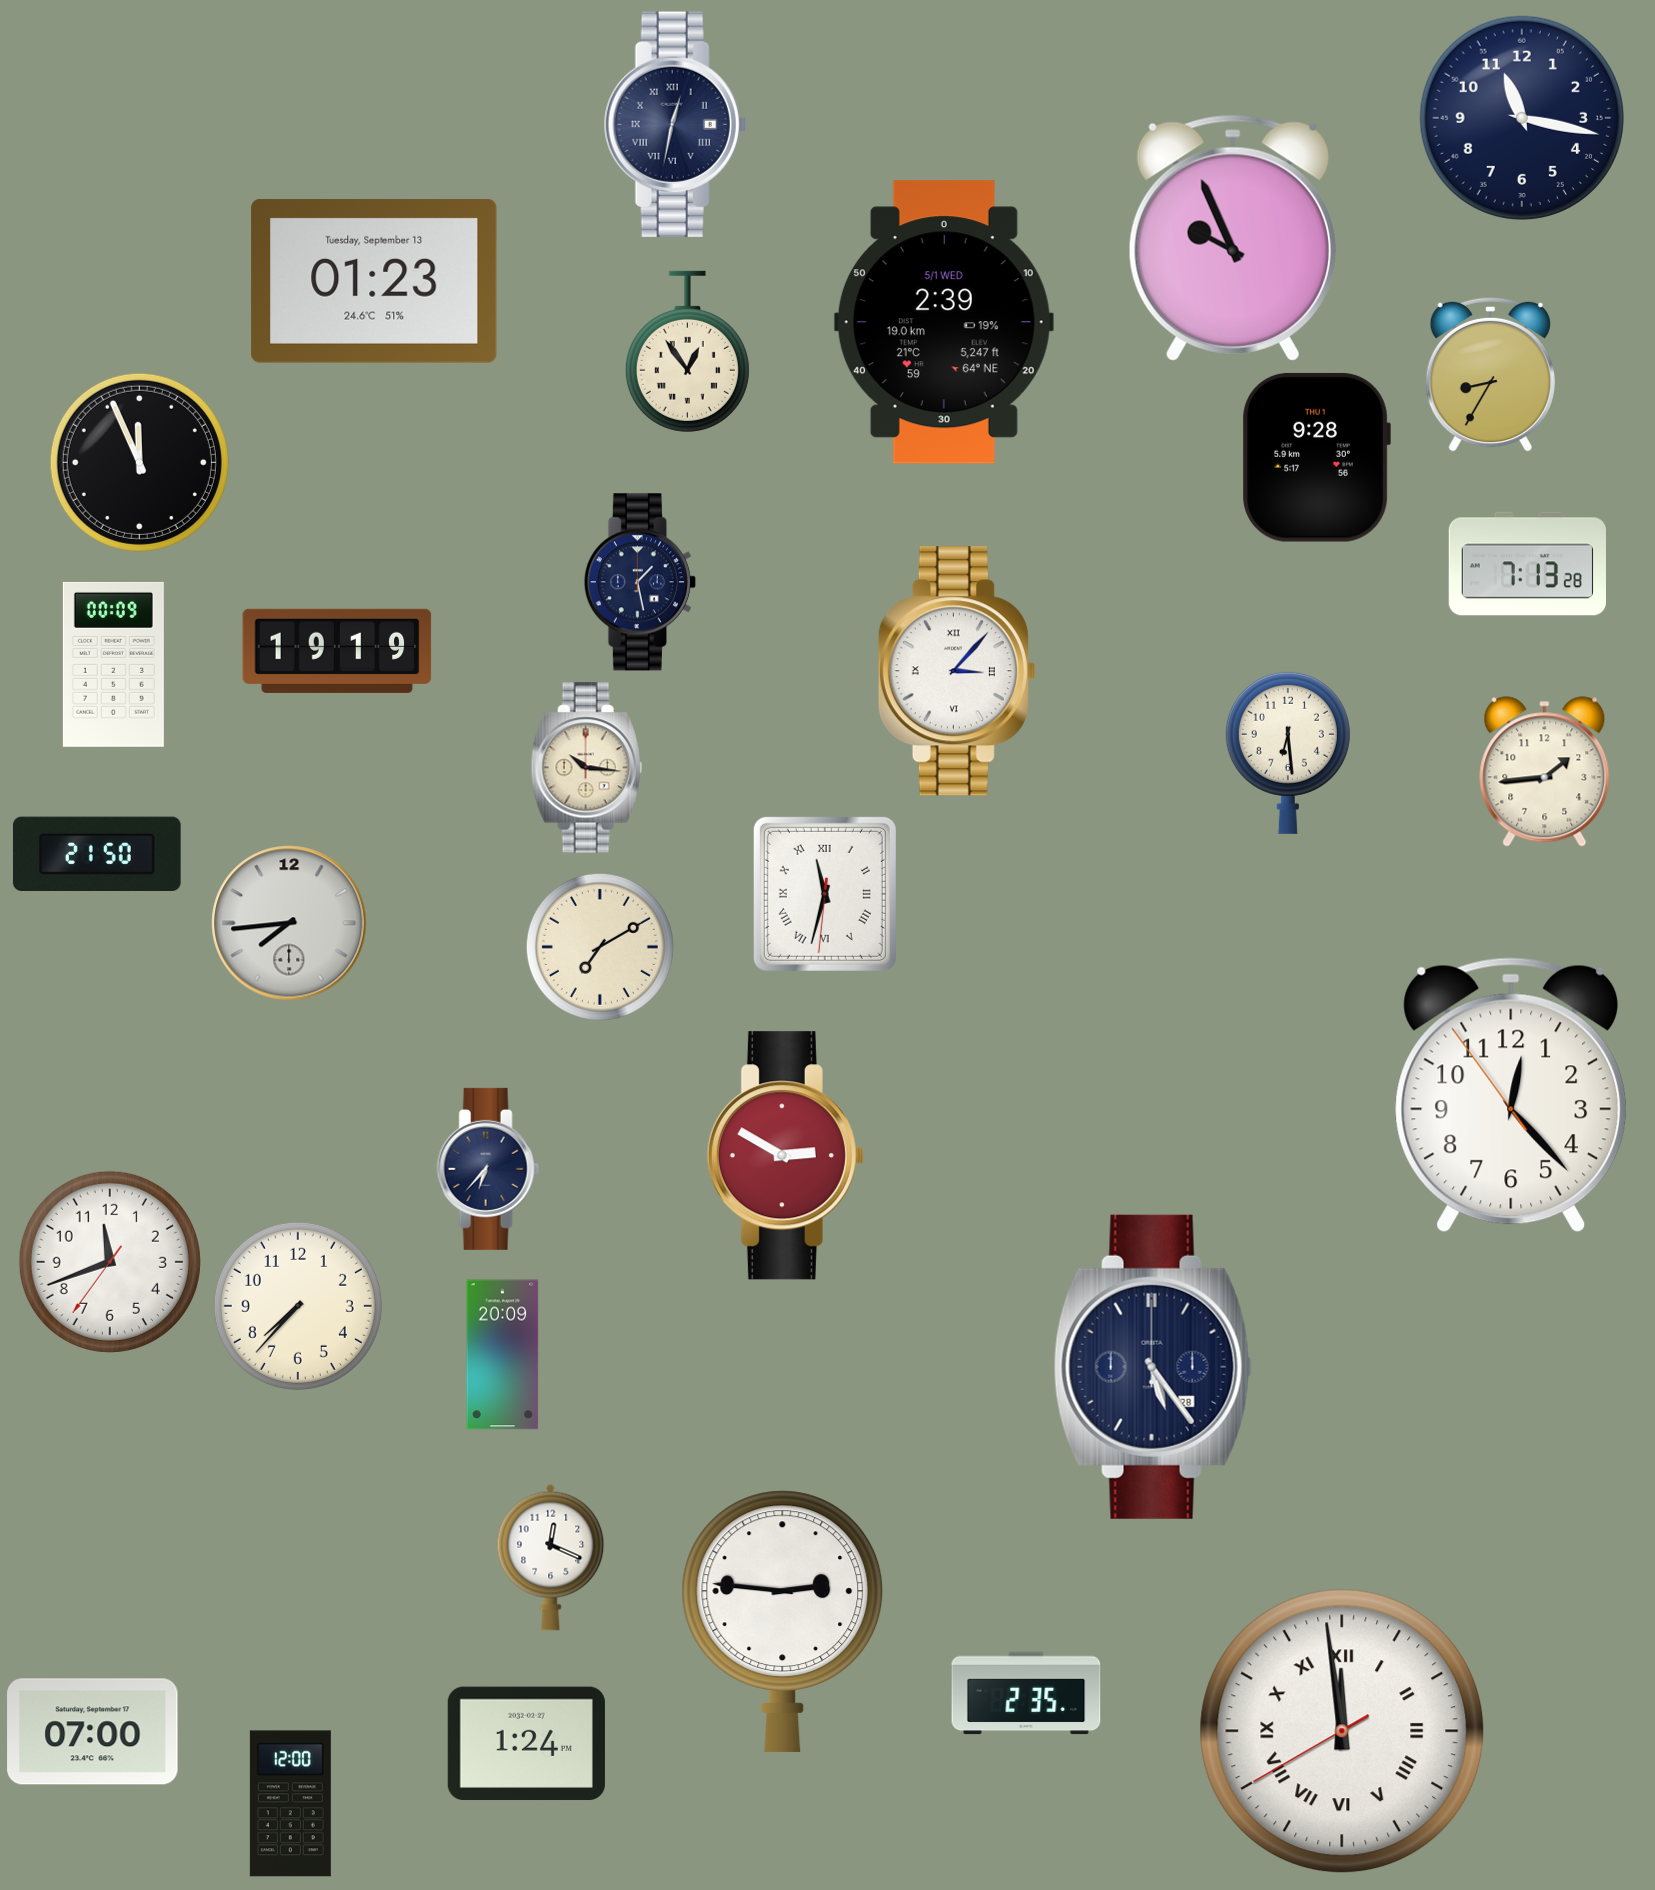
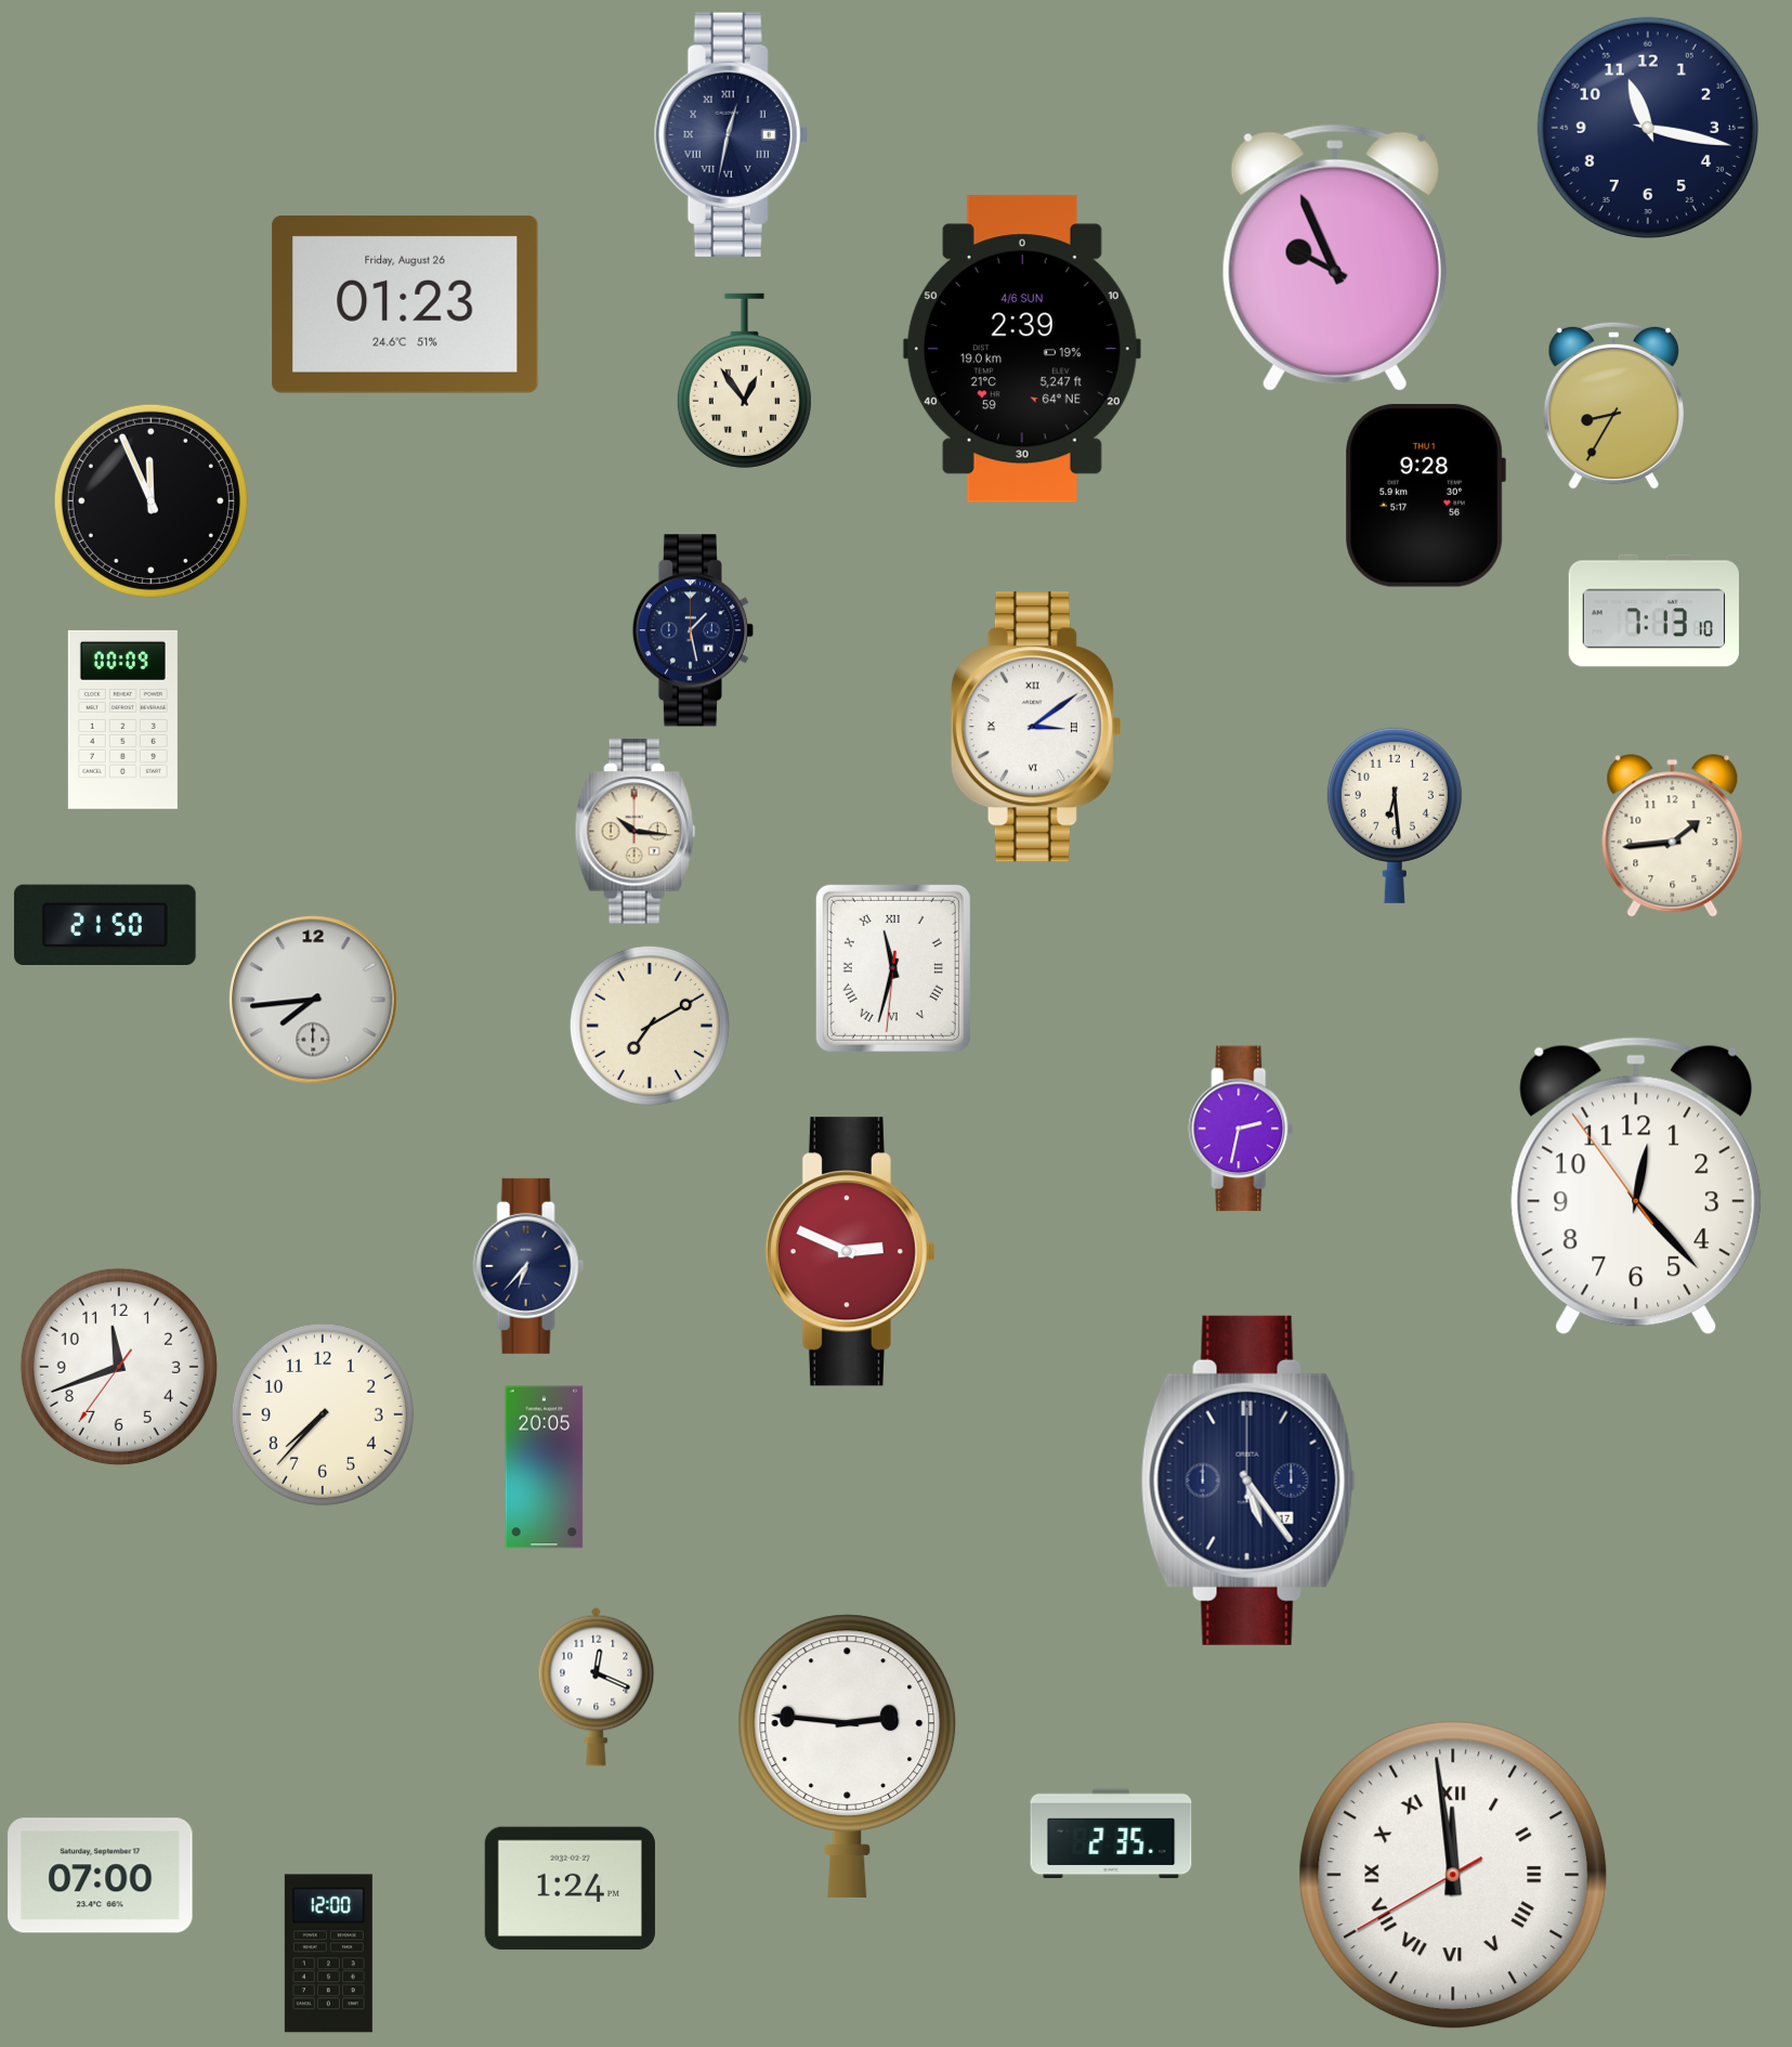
clock at (374, 281) date: Tuesday, September 13 -> Friday, August 26
clock at (944, 322) date: 5/1 WED -> 4/6 SUN
clock at (1527, 564): 7:13:28 -> 7:13:10
clock at (337, 651): 19:19 -> none
clock at (957, 671): 3:07 -> 3:09
clock at (1241, 1129): none -> 2:32
clock at (785, 1156): 2:50 -> 2:49
clock at (503, 1355): 20:09 -> 20:05
clock at (1153, 1367) date: 28 -> 17
clock at (290, 1804) position: (290, 1804) -> (328, 1954)
